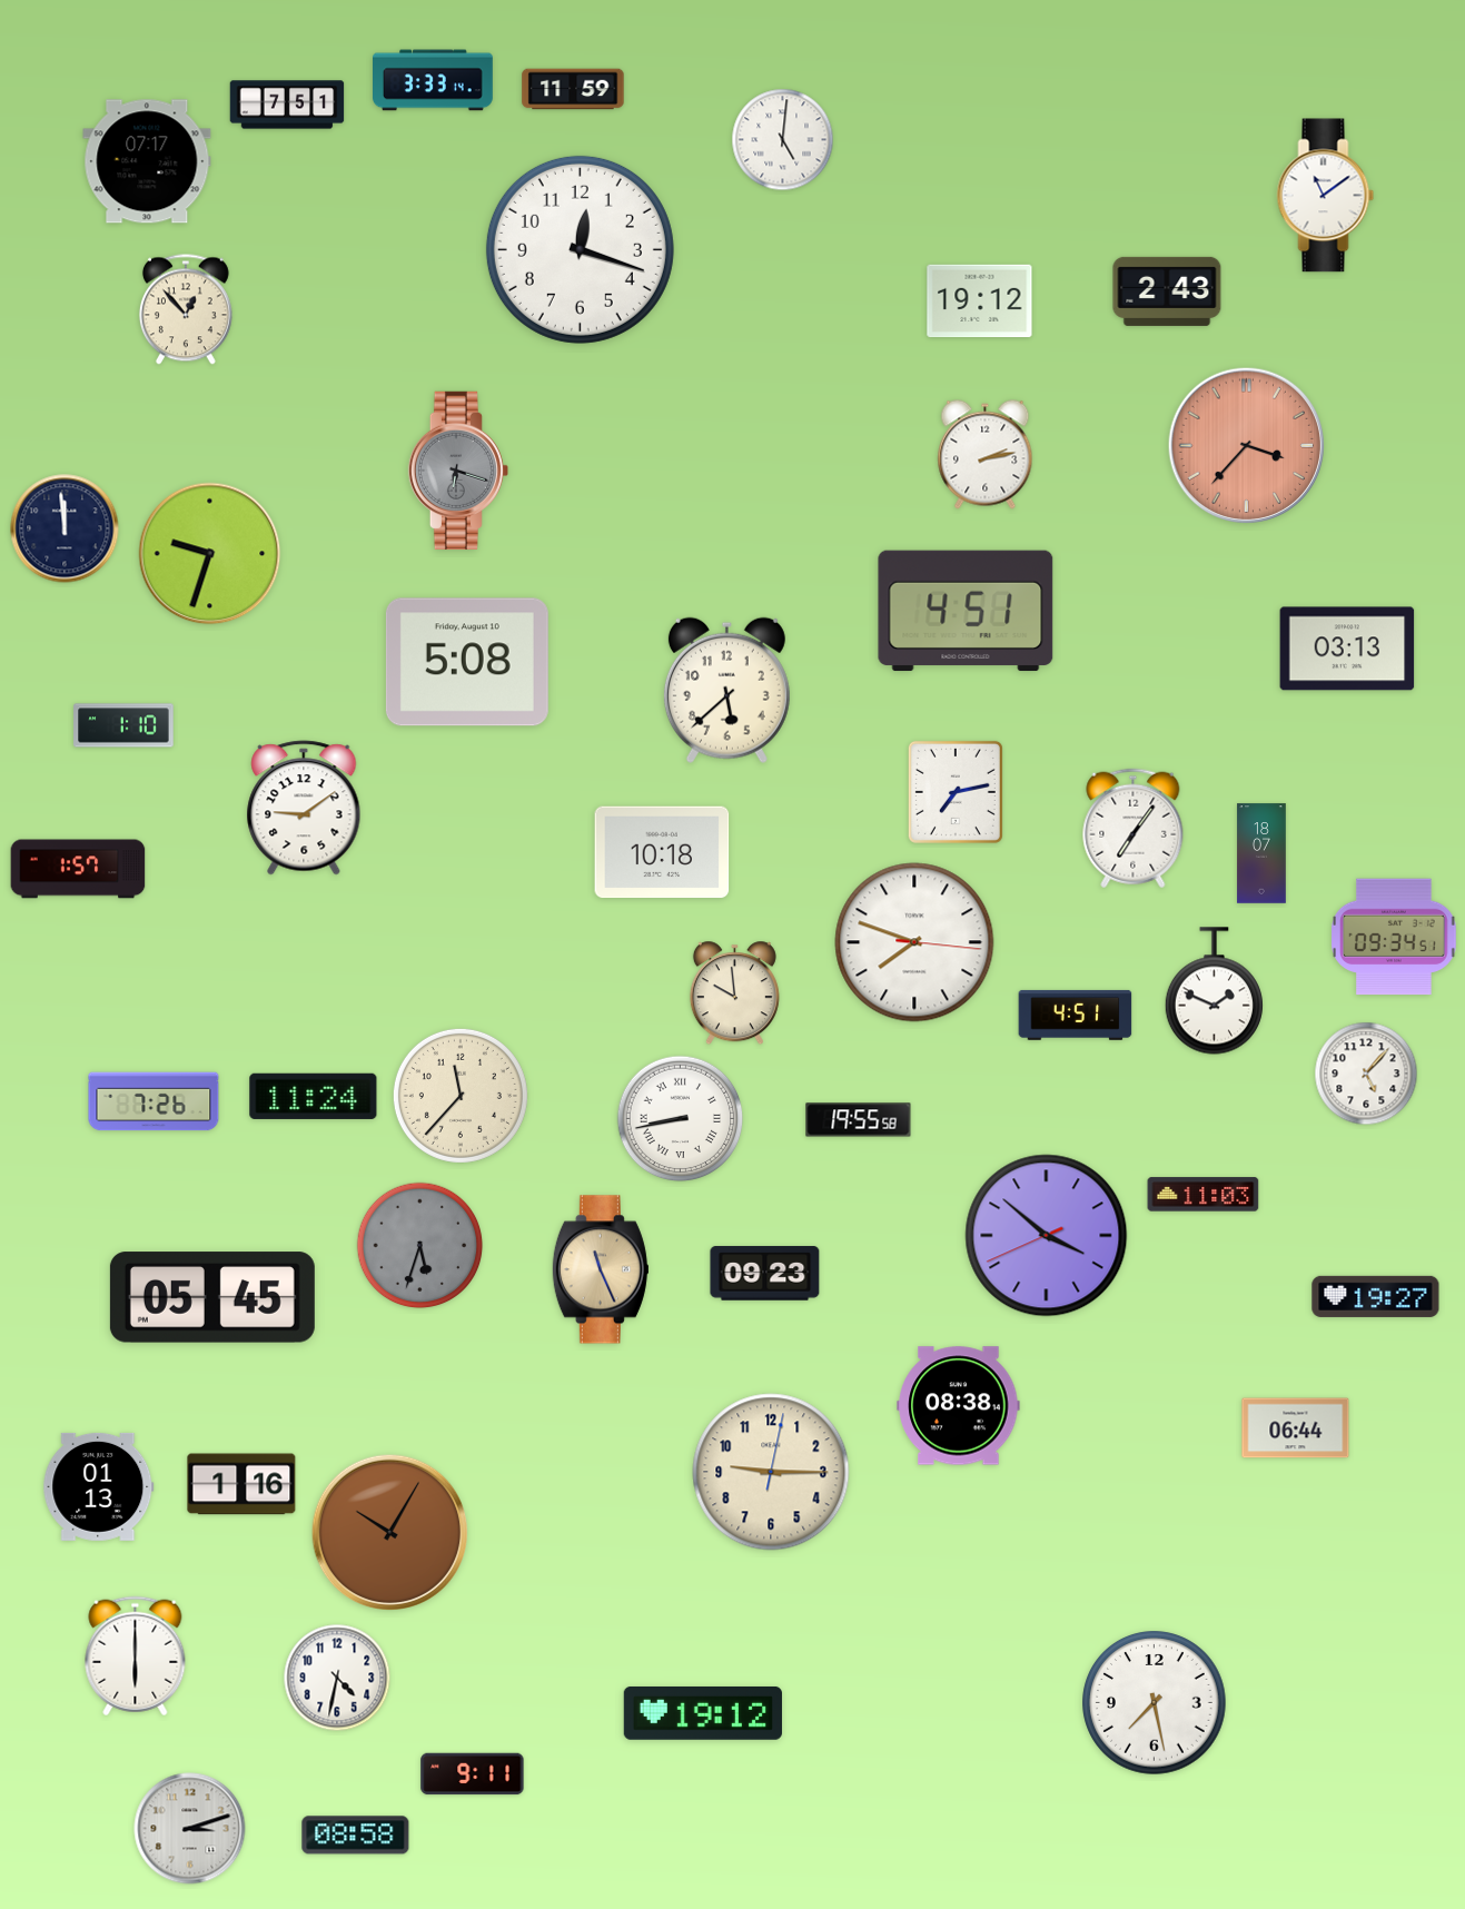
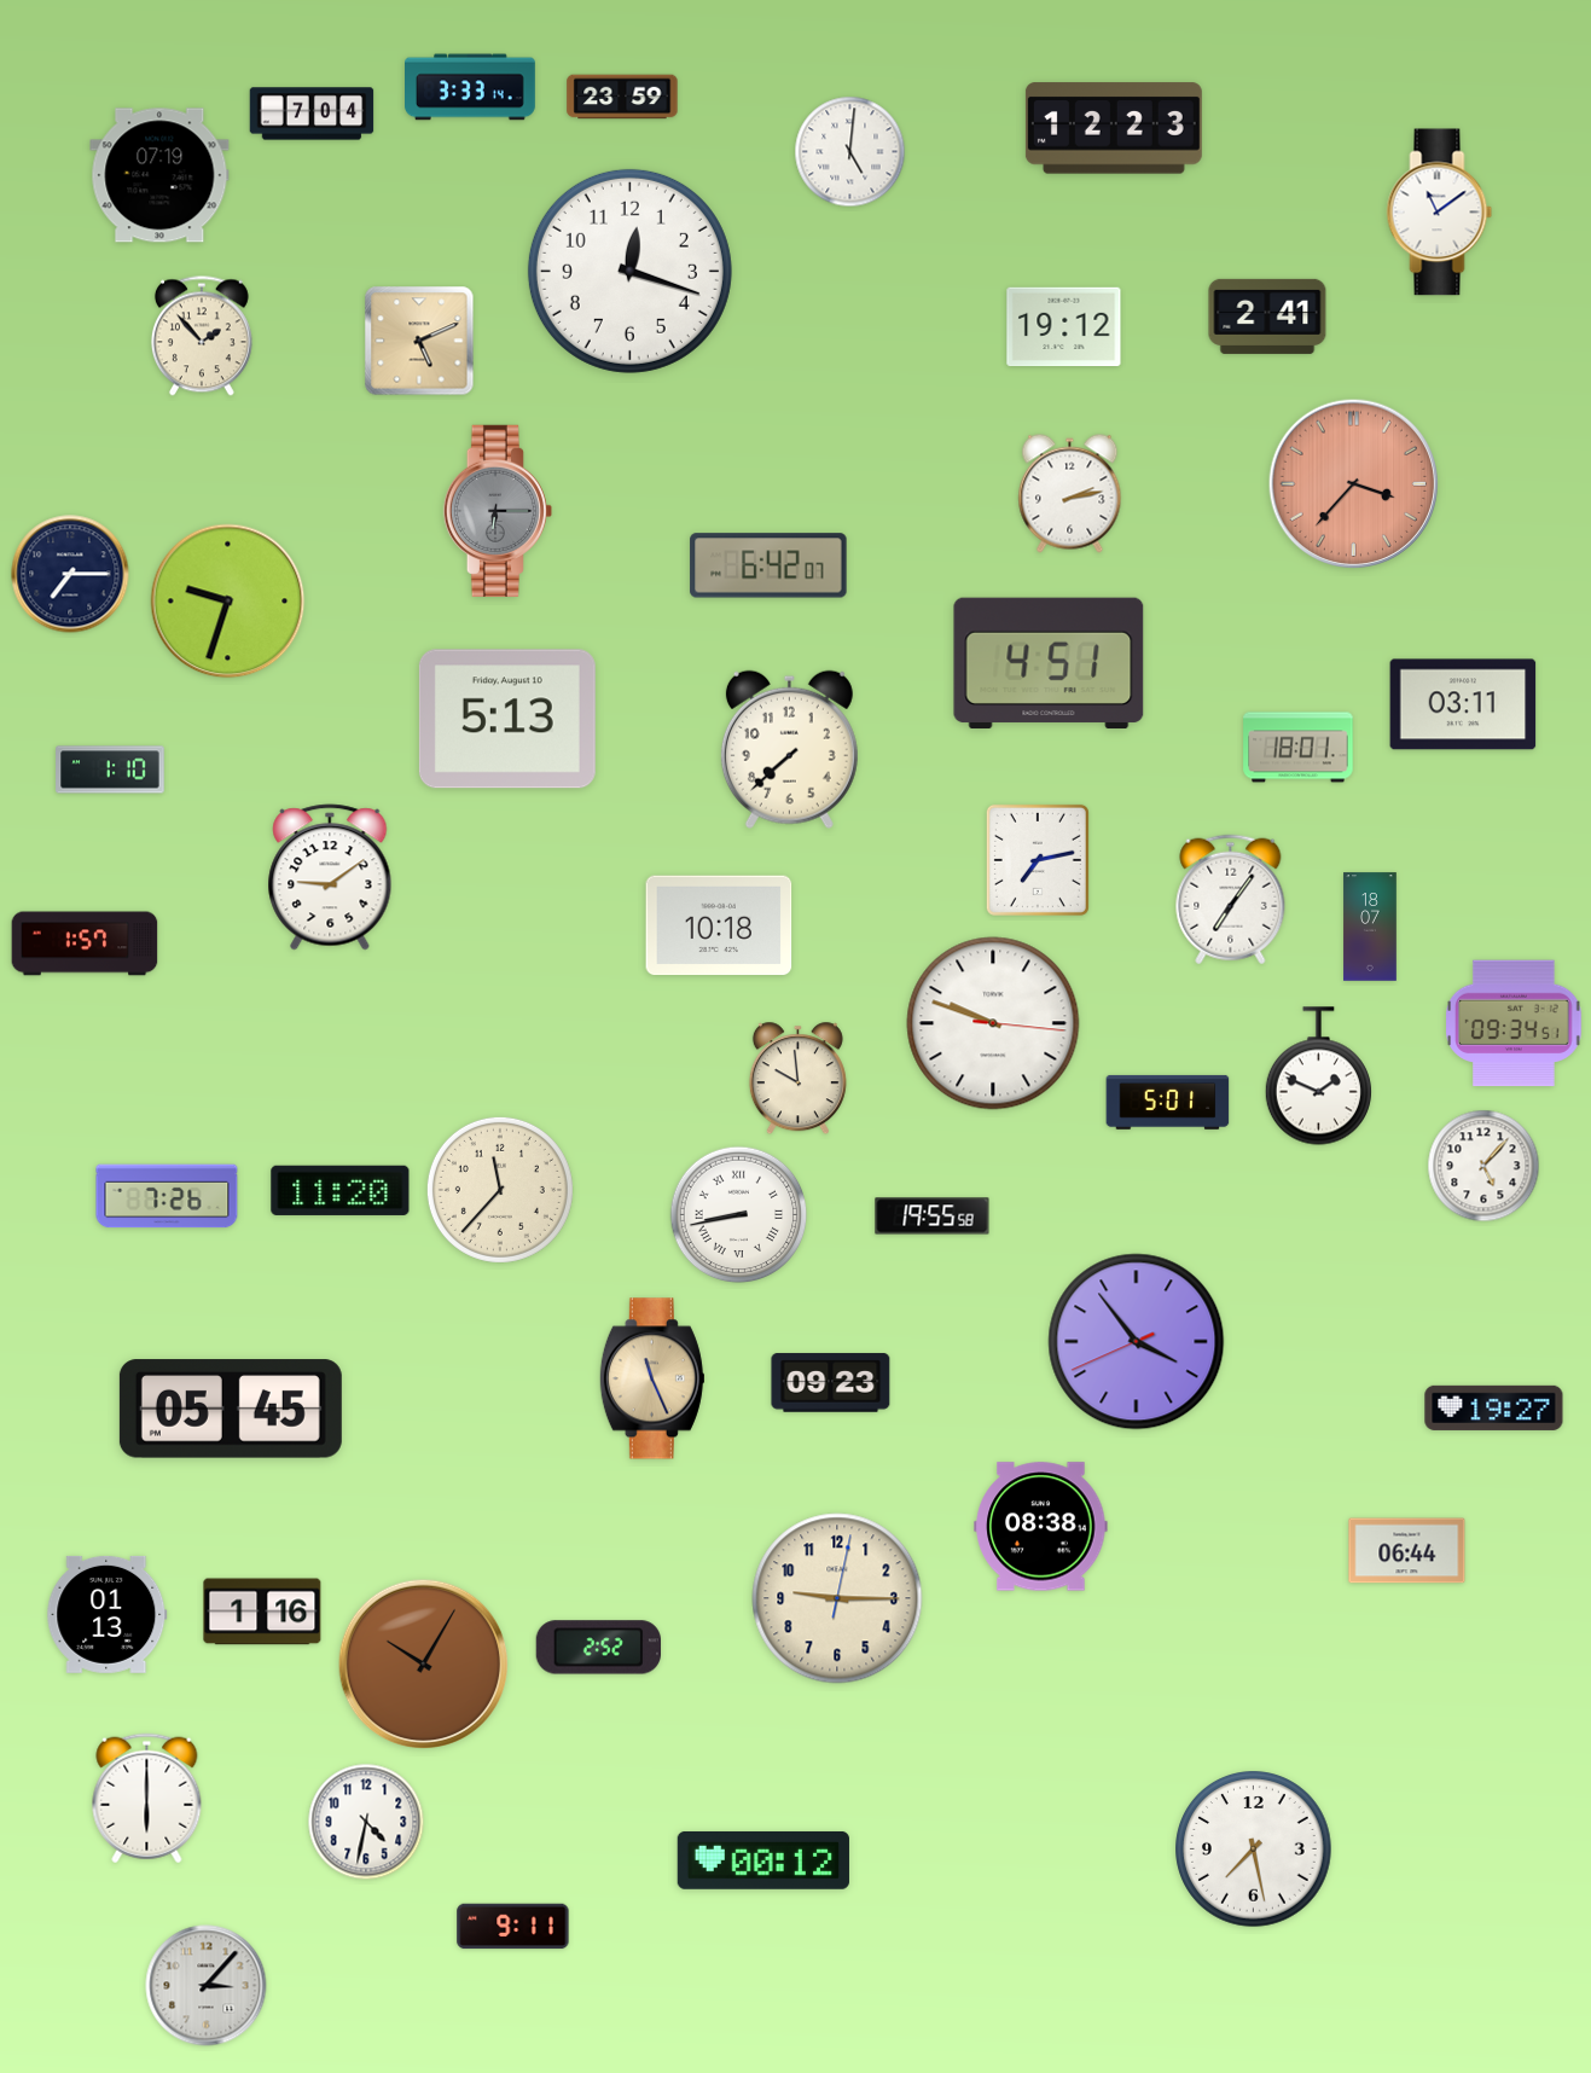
clock at (573, 89): 11:59 -> 23:59
clock at (287, 105): 7:51 -> 7:04
clock at (1114, 128): none -> 12:23
clock at (147, 161): 07:17 -> 07:19
clock at (1167, 291): 2:43 -> 2:41
clock at (186, 309): 12:53 -> 1:53
clock at (419, 341): none -> 5:11
clock at (457, 471): 6:18 -> 6:15
clock at (768, 565): none -> 6:42
clock at (65, 528): 11:59 -> 7:15
clock at (1347, 649): 03:13 -> 03:11
clock at (467, 662): 5:08 -> 5:13
clock at (1299, 748): none -> 18:01
clock at (726, 690): 5:38 -> 7:38
clock at (123, 725) position: (123, 725) -> (110, 770)
clock at (1394, 937) position: (1394, 937) -> (1514, 1023)
clock at (914, 942): 7:48 -> 9:48
clock at (1076, 1015): 4:51 -> 5:01
clock at (314, 1096): 11:24 -> 11:20
clock at (1204, 1195): 11:03 -> none
clock at (1047, 1236): 3:51 -> 3:53
clock at (420, 1246): 5:33 -> none
clock at (598, 1648): none -> 2:52
clock at (703, 1713): 19:12 -> 00:12
clock at (190, 1829): 3:12 -> 3:07
clock at (356, 1836): 08:58 -> none
